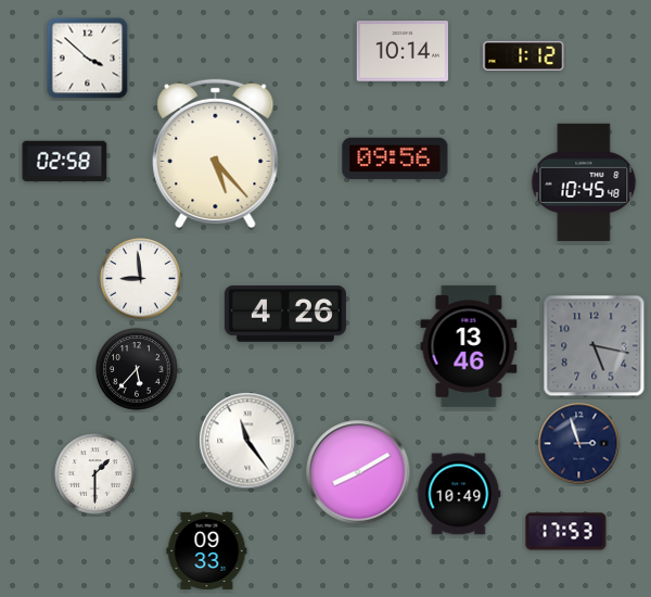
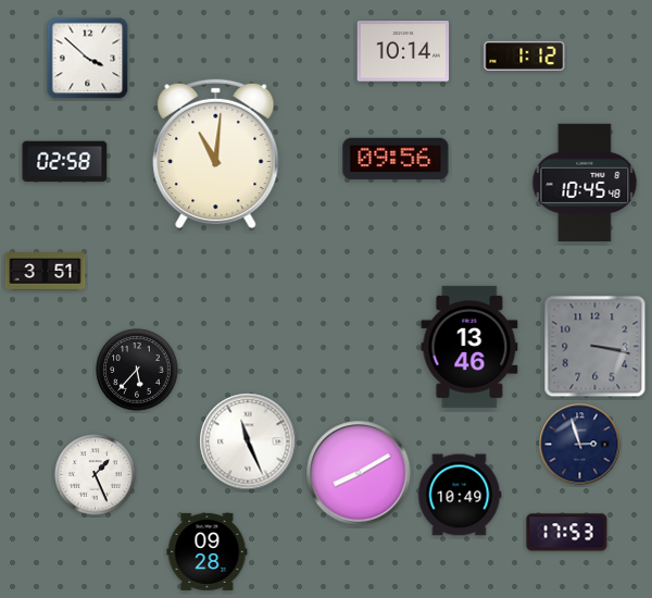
clock at (216, 154): 5:23 -> 11:01
clock at (46, 272): none -> 3:51
clock at (141, 279): 8:59 -> none
clock at (285, 315): 4:26 -> none
clock at (595, 346): 5:17 -> 3:17
clock at (247, 441): 11:24 -> 11:26
clock at (95, 474): 1:30 -> 1:26
clock at (207, 550): 09:33 -> 09:28
